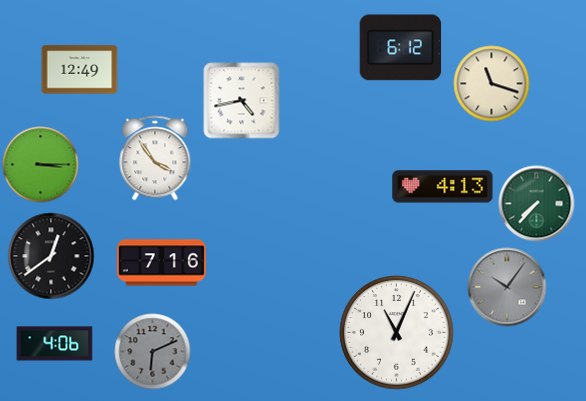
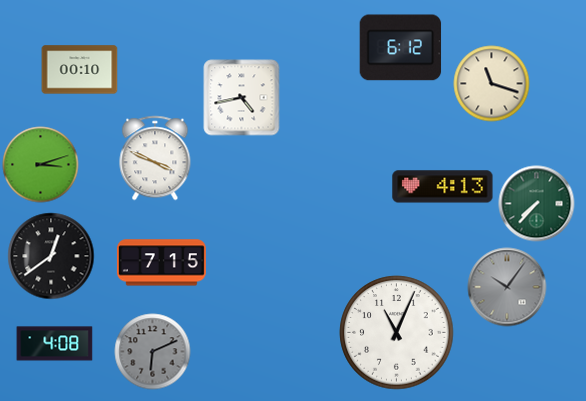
clock at (80, 70): 12:49 -> 00:10
clock at (242, 101) position: (242, 101) -> (242, 98)
clock at (155, 158): 3:54 -> 3:49
clock at (41, 165): 3:15 -> 3:12
clock at (161, 263): 7:16 -> 7:15
clock at (55, 344): 4:06 -> 4:08
